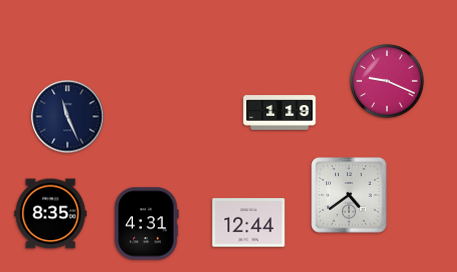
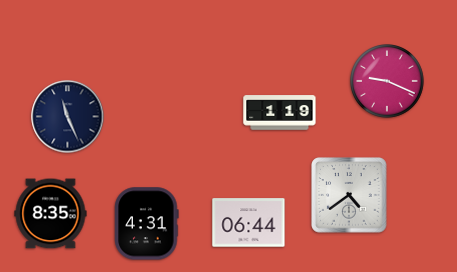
clock at (249, 223): 12:44 -> 06:44
